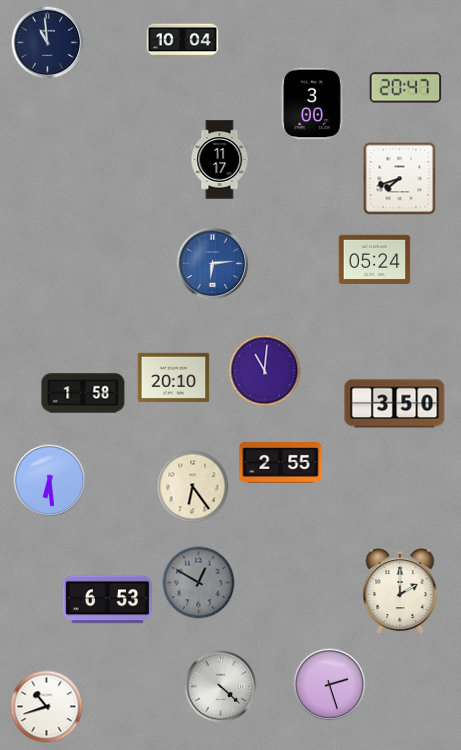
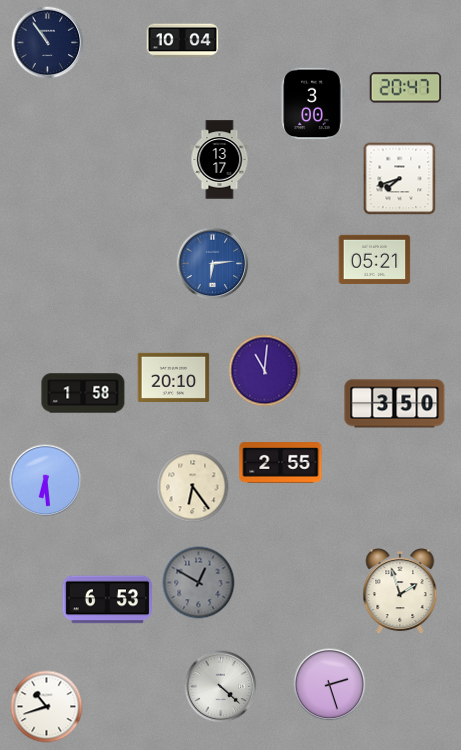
clock at (48, 43): 10:59 -> 10:54
clock at (220, 160): 11:17 -> 13:17
clock at (375, 259): 05:24 -> 05:21
clock at (50, 481) position: (50, 481) -> (46, 481)
clock at (400, 592): 2:00 -> 1:57
